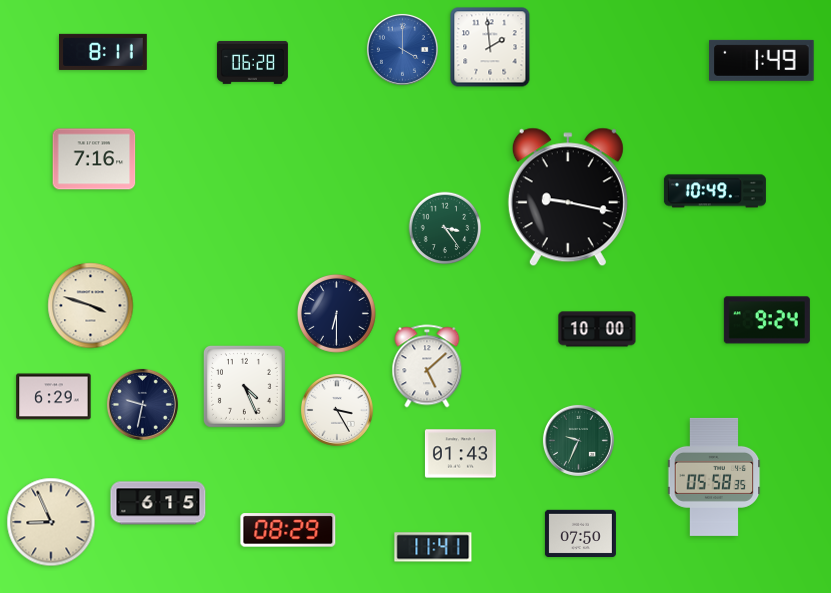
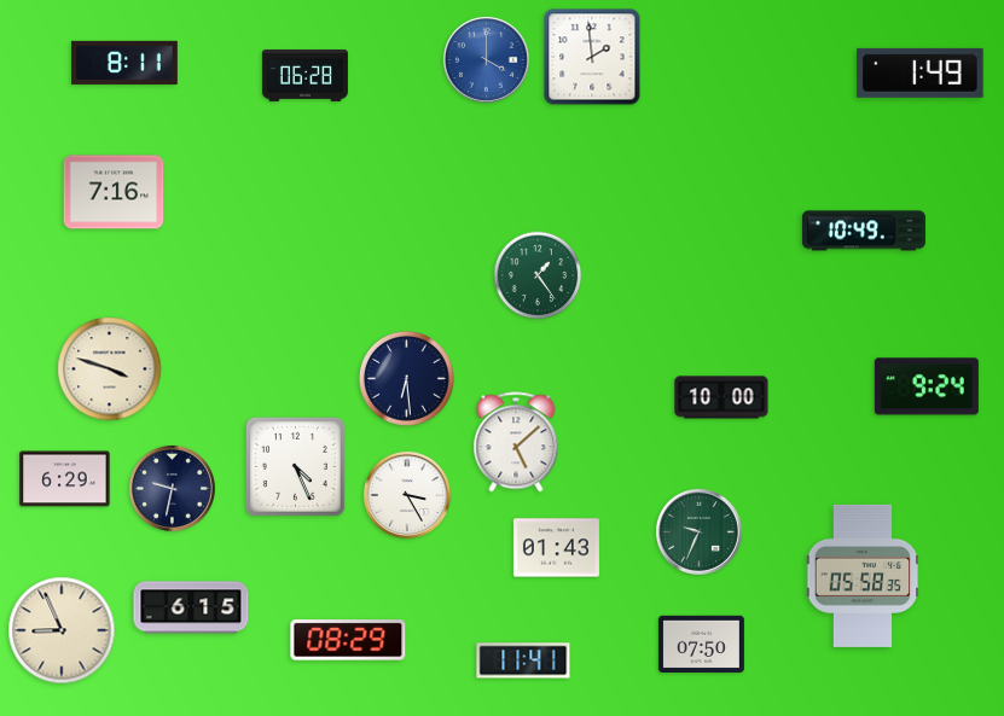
clock at (568, 197): 9:17 -> none
clock at (445, 228): 3:24 -> 1:24
clock at (336, 313): 6:30 -> 6:29
